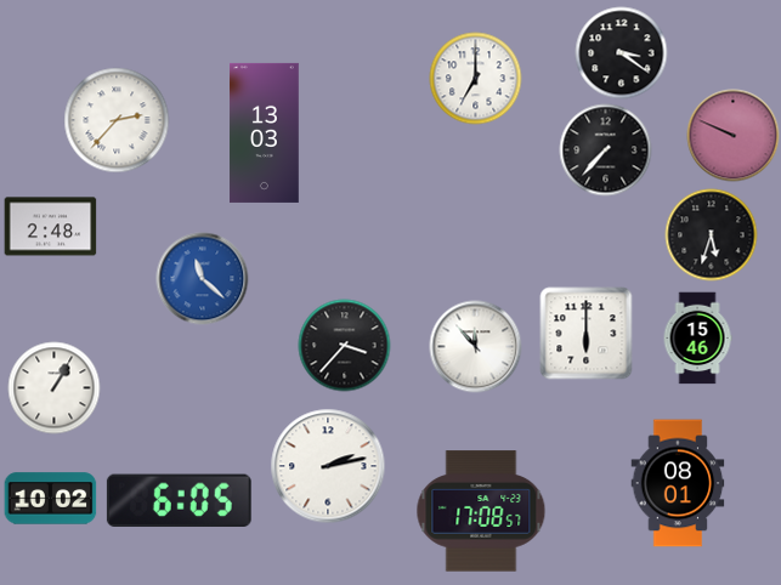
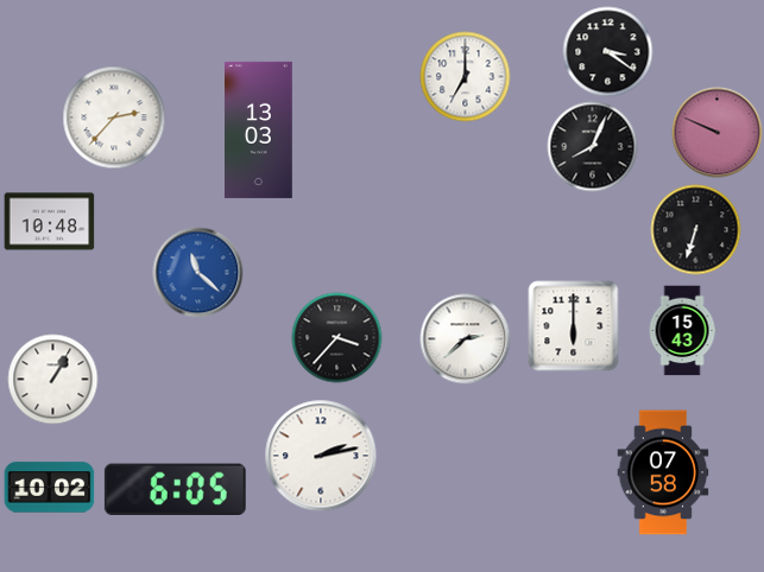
clock at (606, 150): 7:37 -> 8:04
clock at (51, 227): 2:48 -> 10:48
clock at (712, 235): 5:33 -> 6:33
clock at (697, 339): 15:46 -> 15:43
clock at (476, 347): 11:53 -> 2:38
clock at (678, 483): 08:01 -> 07:58
clock at (481, 511): 17:08 -> none
